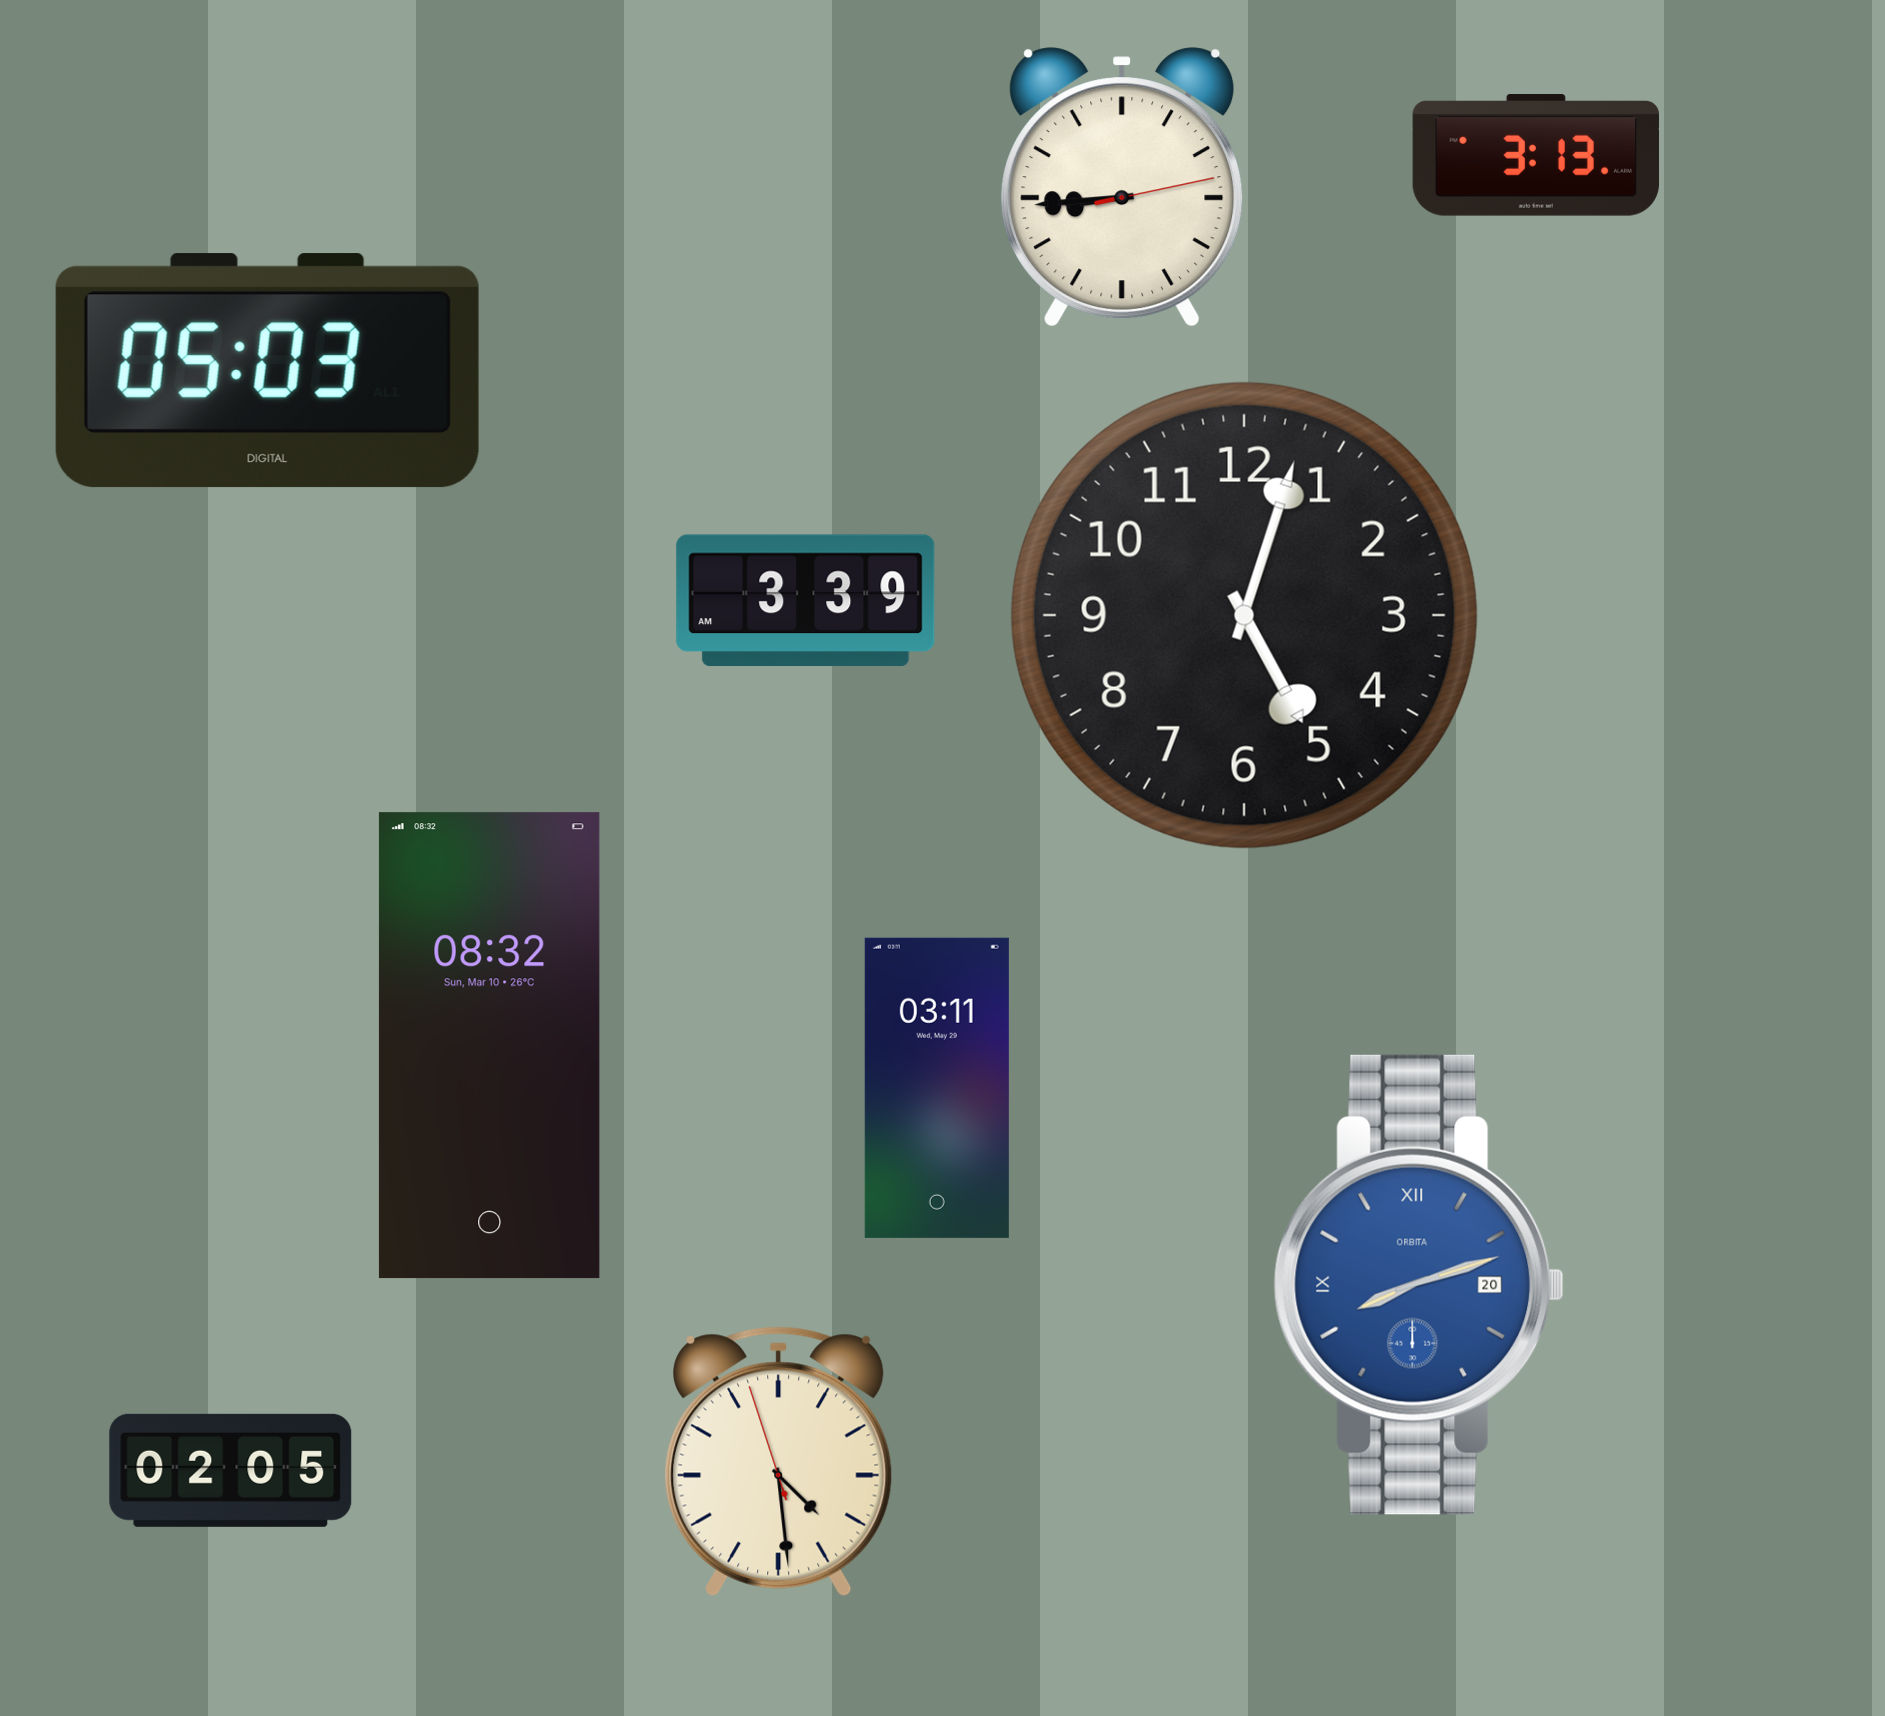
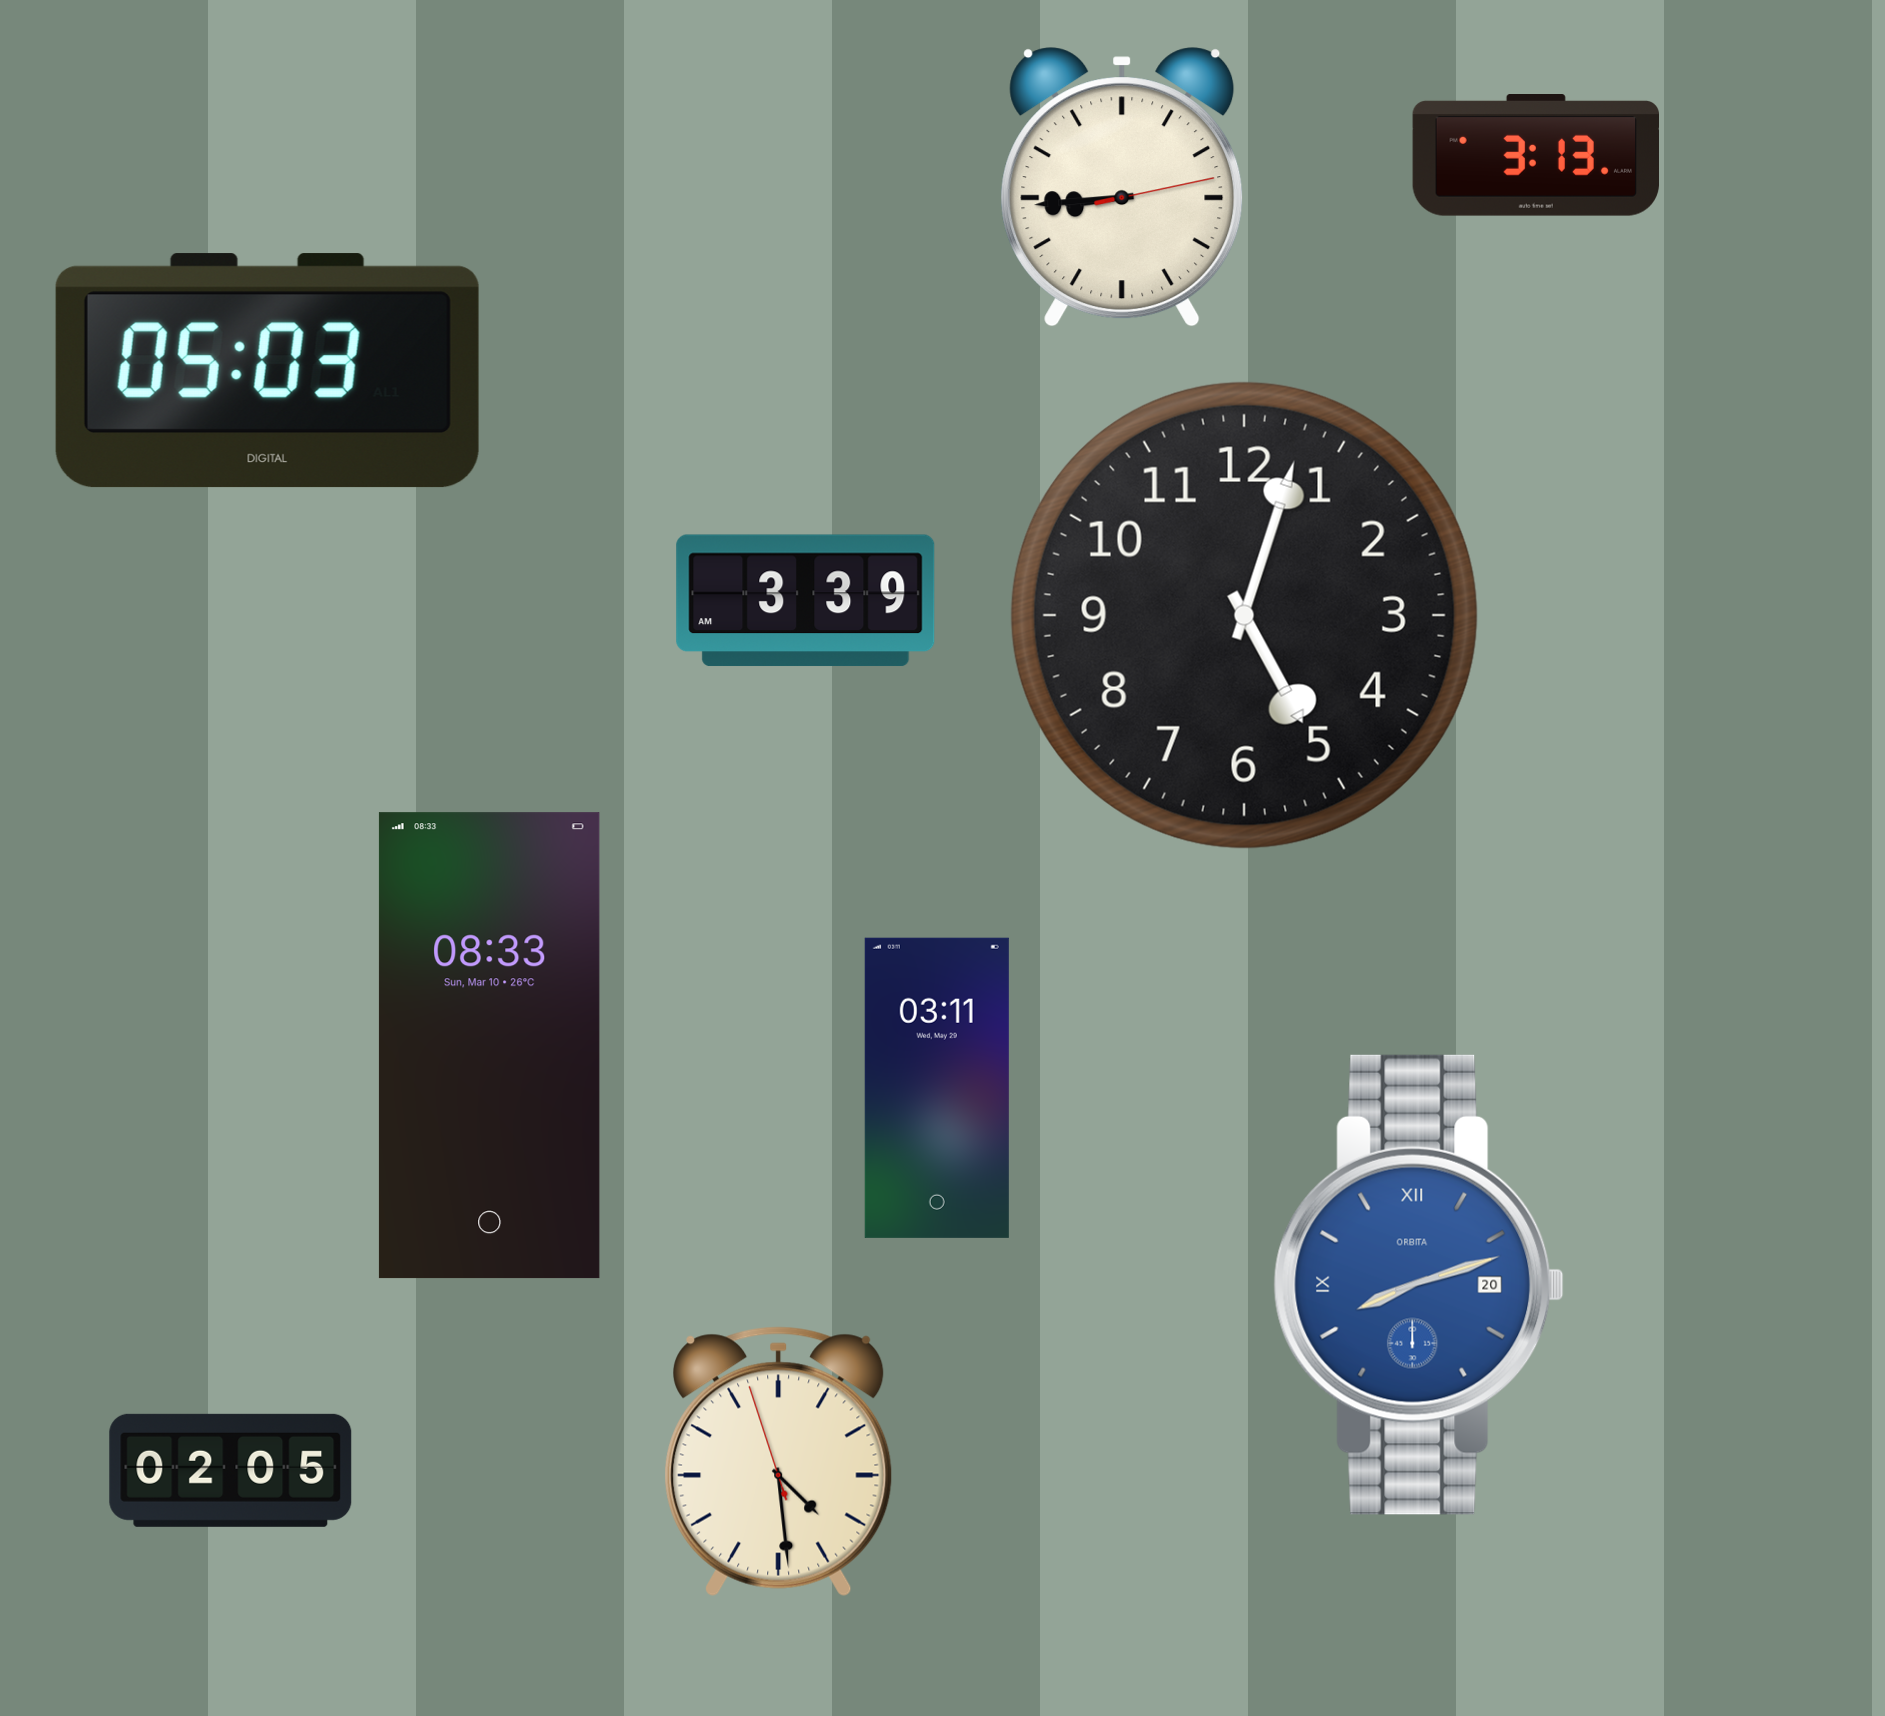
clock at (489, 1046): 08:32 -> 08:33
